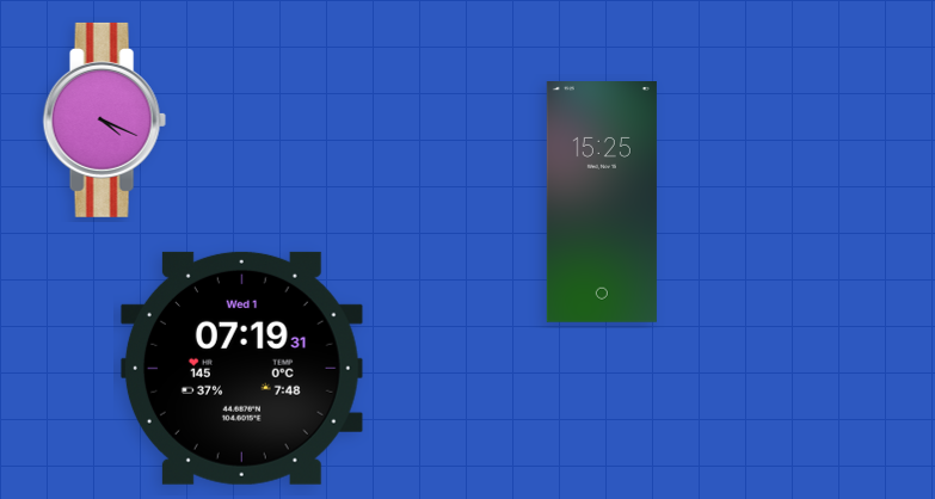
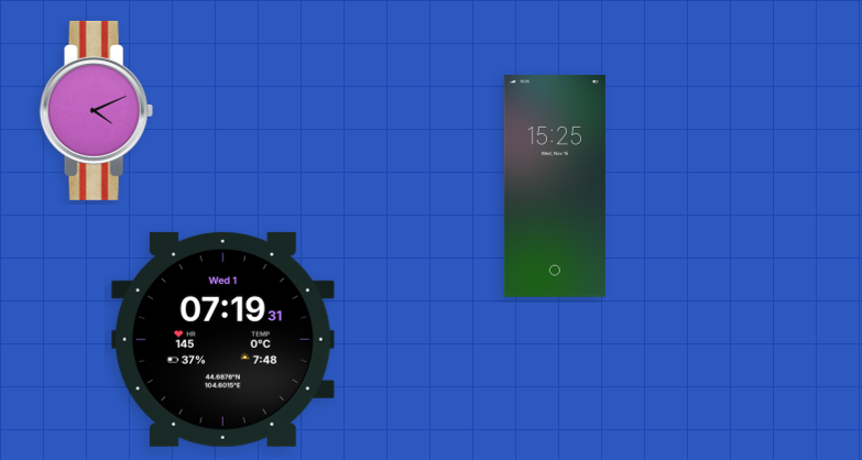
clock at (104, 119): 4:19 -> 4:11
